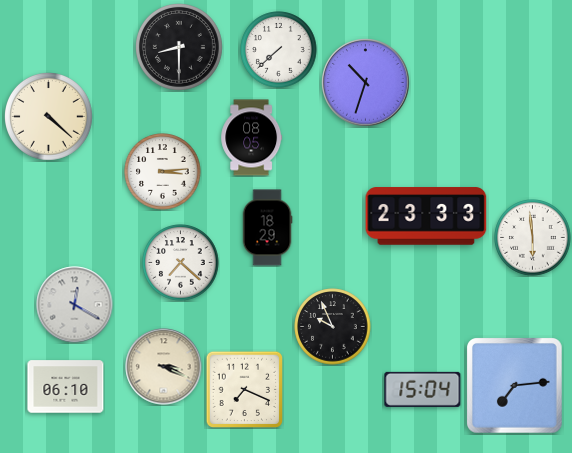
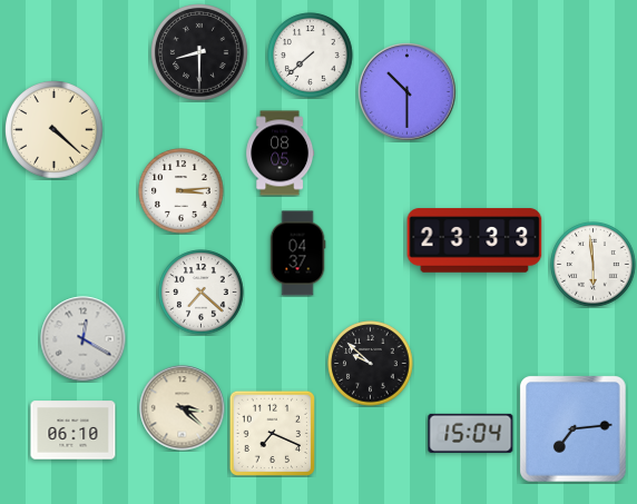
clock at (366, 83): 10:33 -> 10:30
clock at (267, 228): 18:29 -> 04:37
clock at (333, 327): 9:56 -> 9:52
clock at (164, 367): 3:19 -> 3:22
